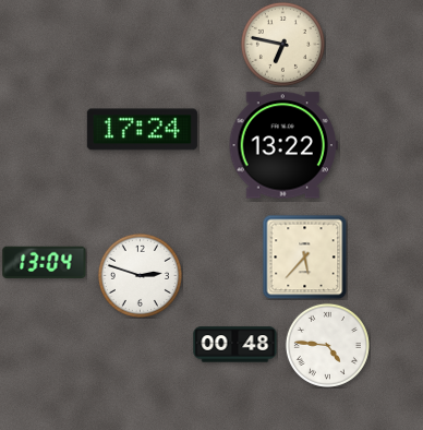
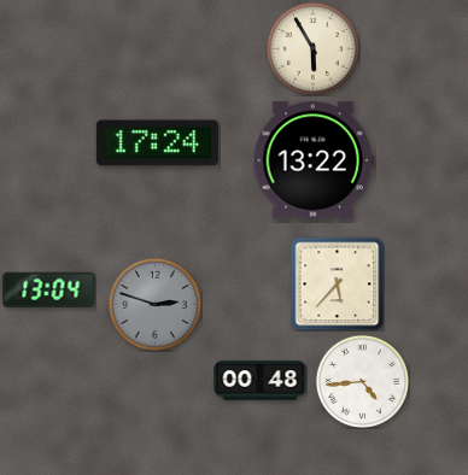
clock at (282, 44): 6:47 -> 5:55
clock at (140, 275) dial: white -> grey
clock at (327, 345): 4:46 -> 4:44
